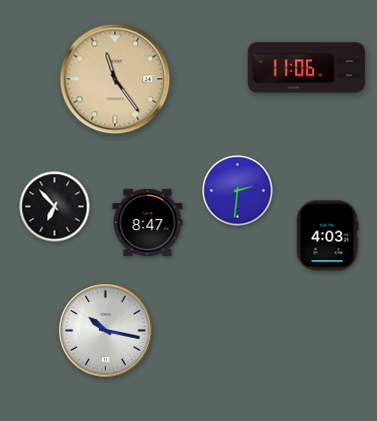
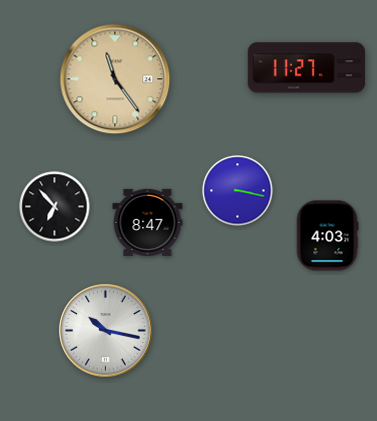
clock at (307, 68): 11:06 -> 11:27
clock at (238, 191): 2:31 -> 3:17
